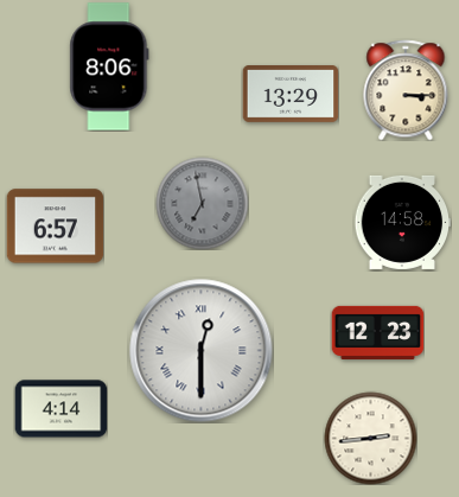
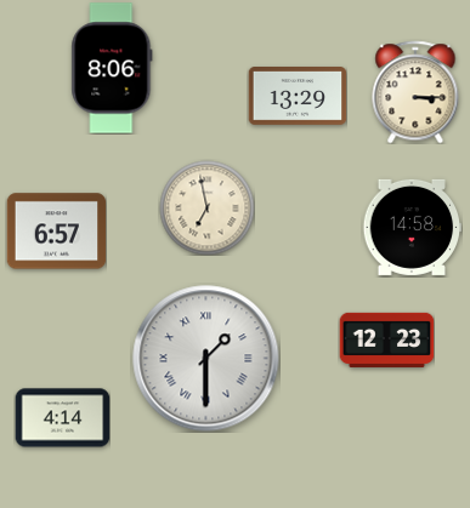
clock at (202, 203) dial: grey -> cream
clock at (202, 351): 12:30 -> 1:30
clock at (370, 438): 2:44 -> none
